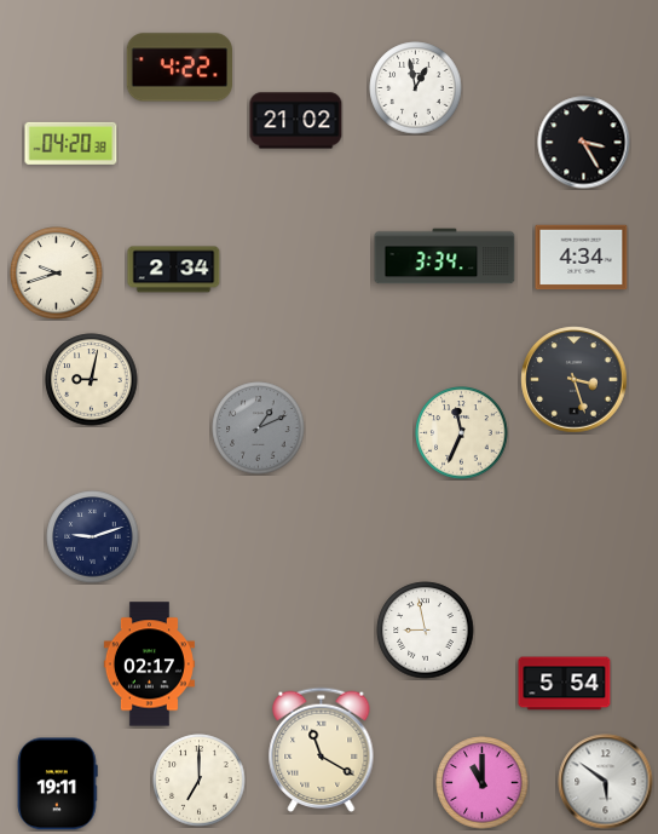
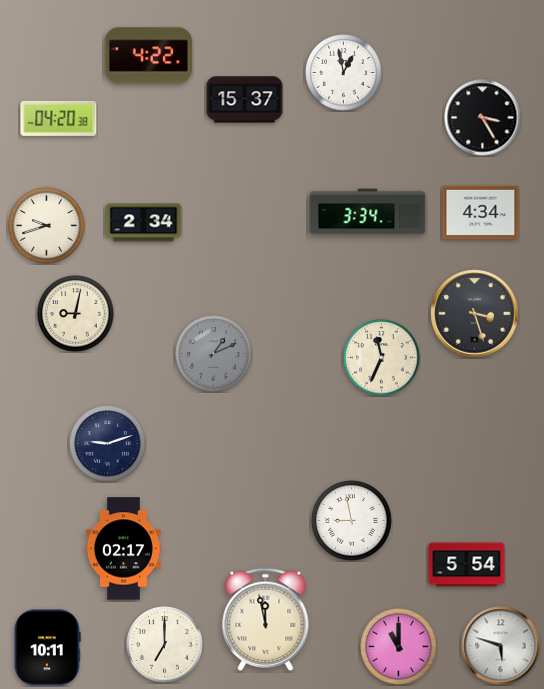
clock at (296, 121): 21:02 -> 15:37
clock at (93, 537) position: (93, 537) -> (108, 444)
clock at (322, 750): 11:20 -> 11:58
clock at (606, 782): 5:51 -> 5:48
clock at (57, 784): 19:11 -> 10:11
